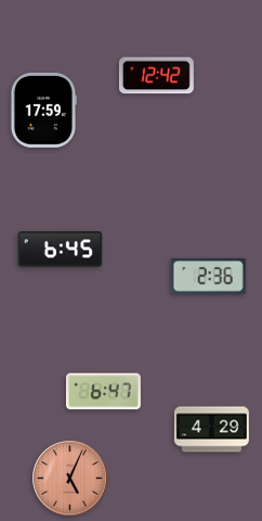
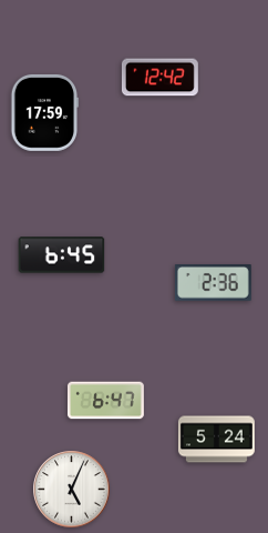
clock at (211, 430): 4:29 -> 5:24
clock at (70, 479) dial: salmon -> white
